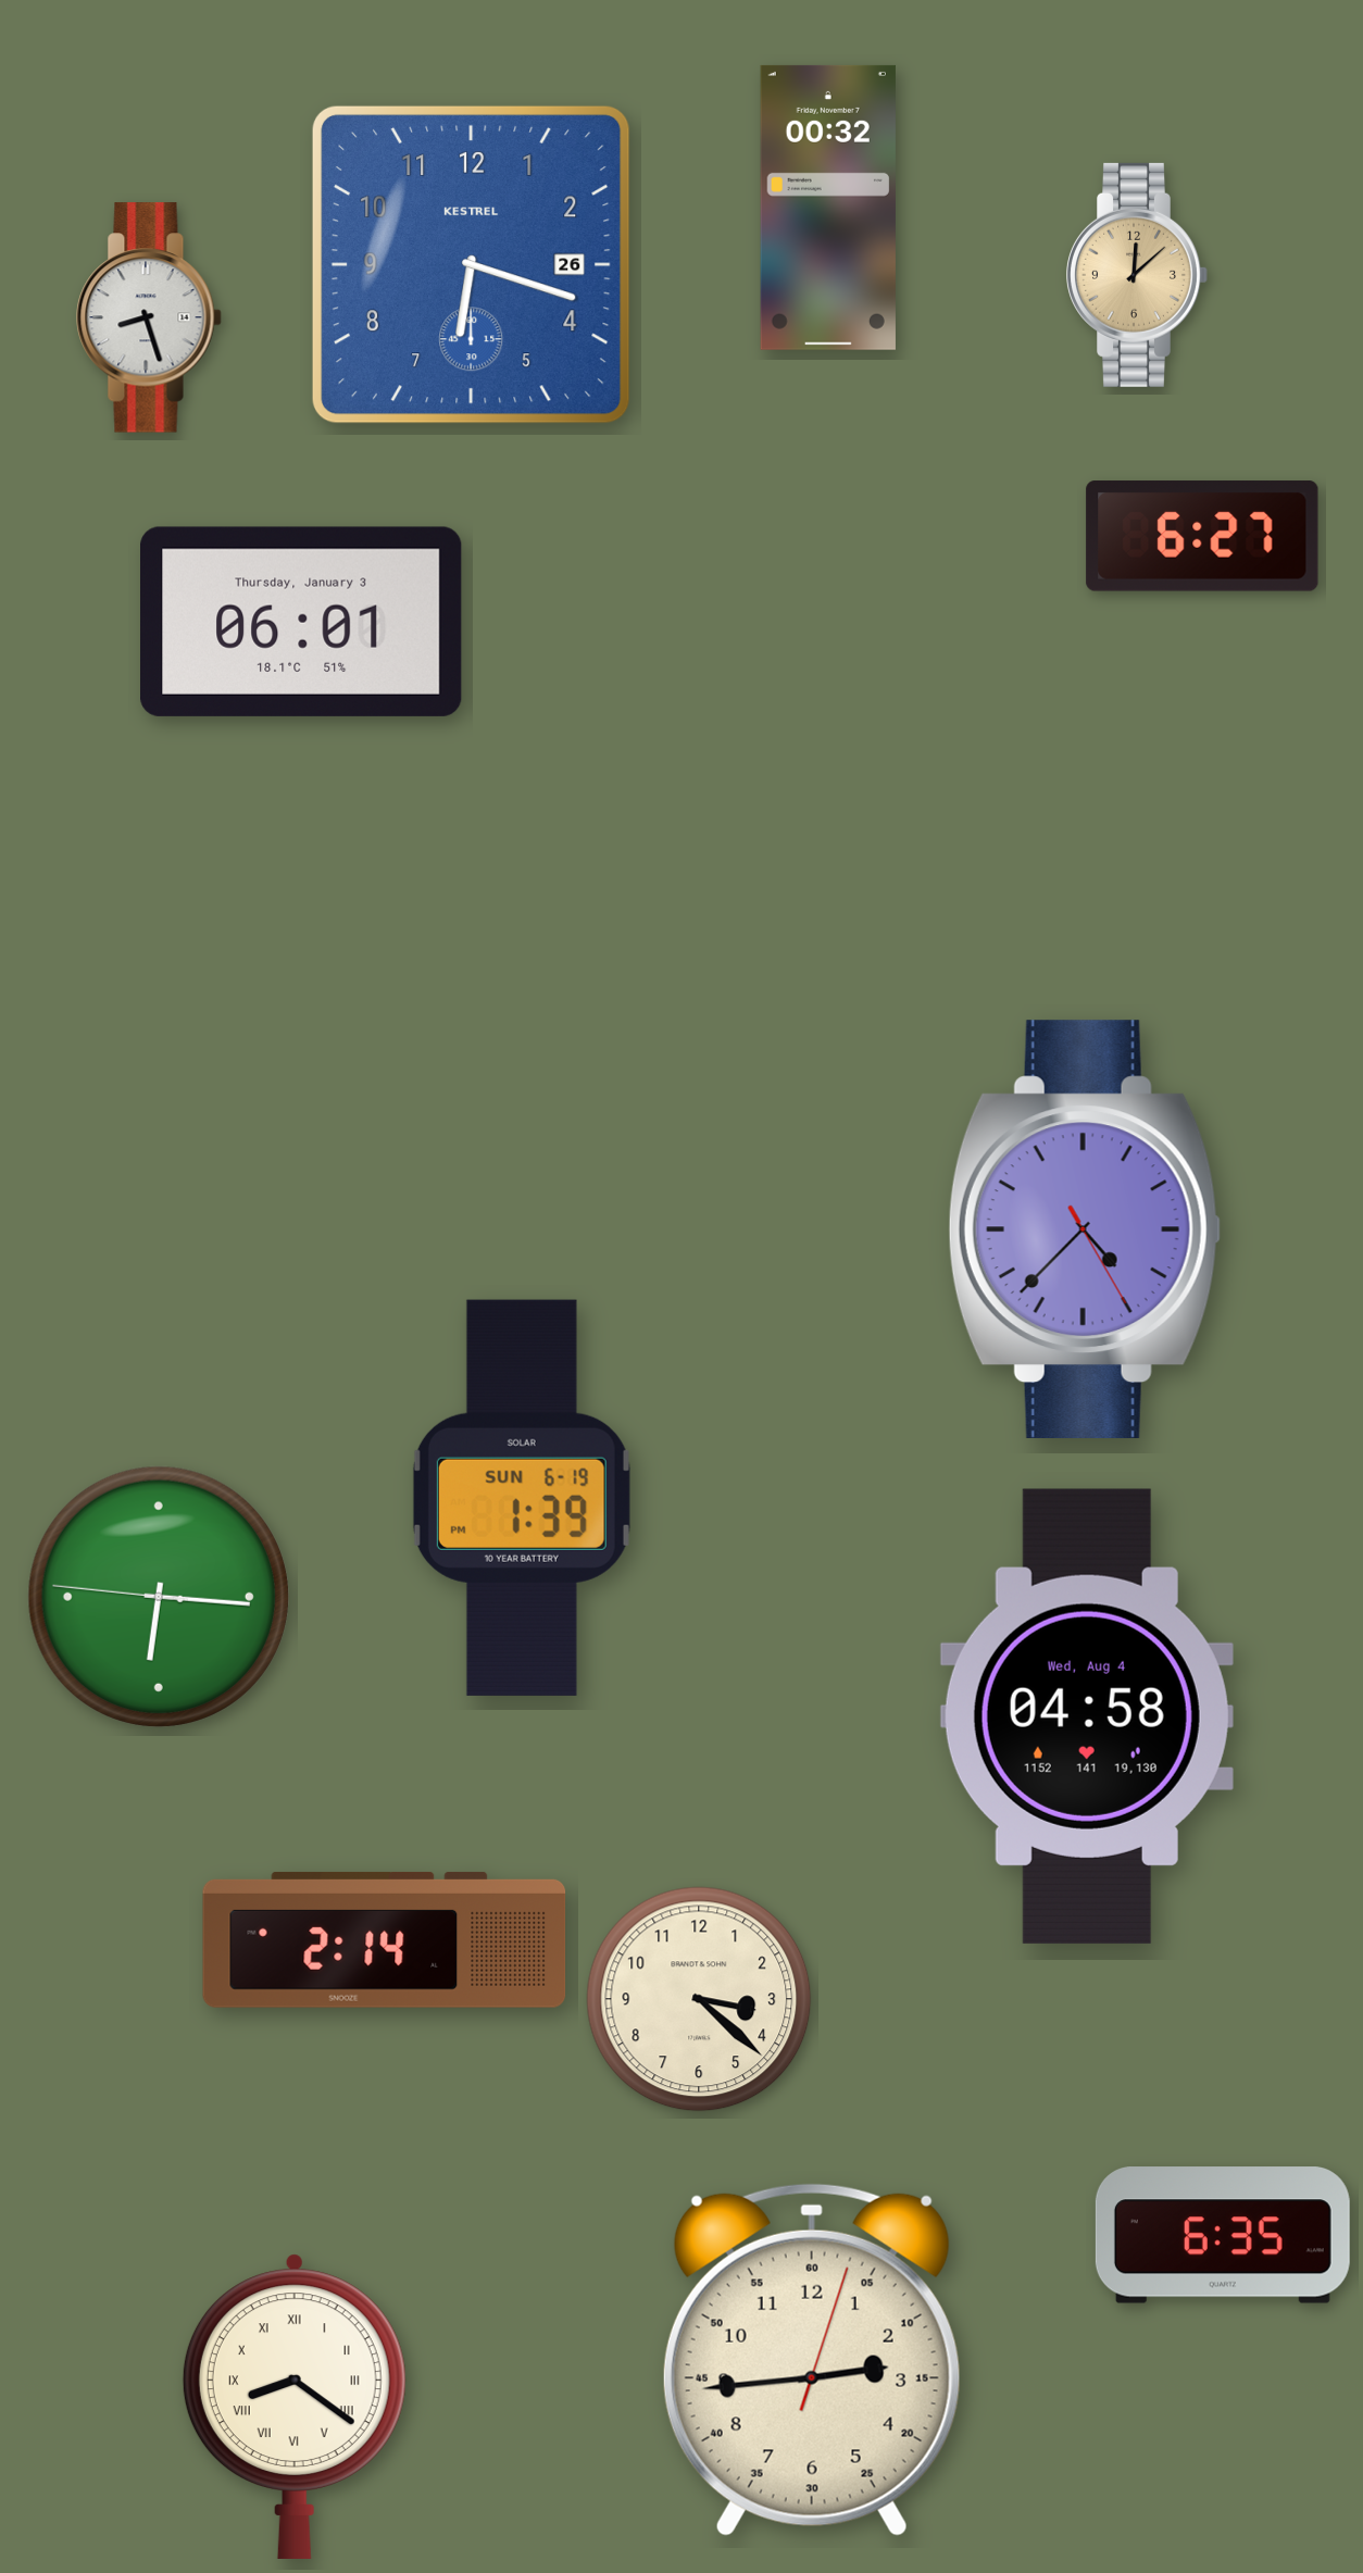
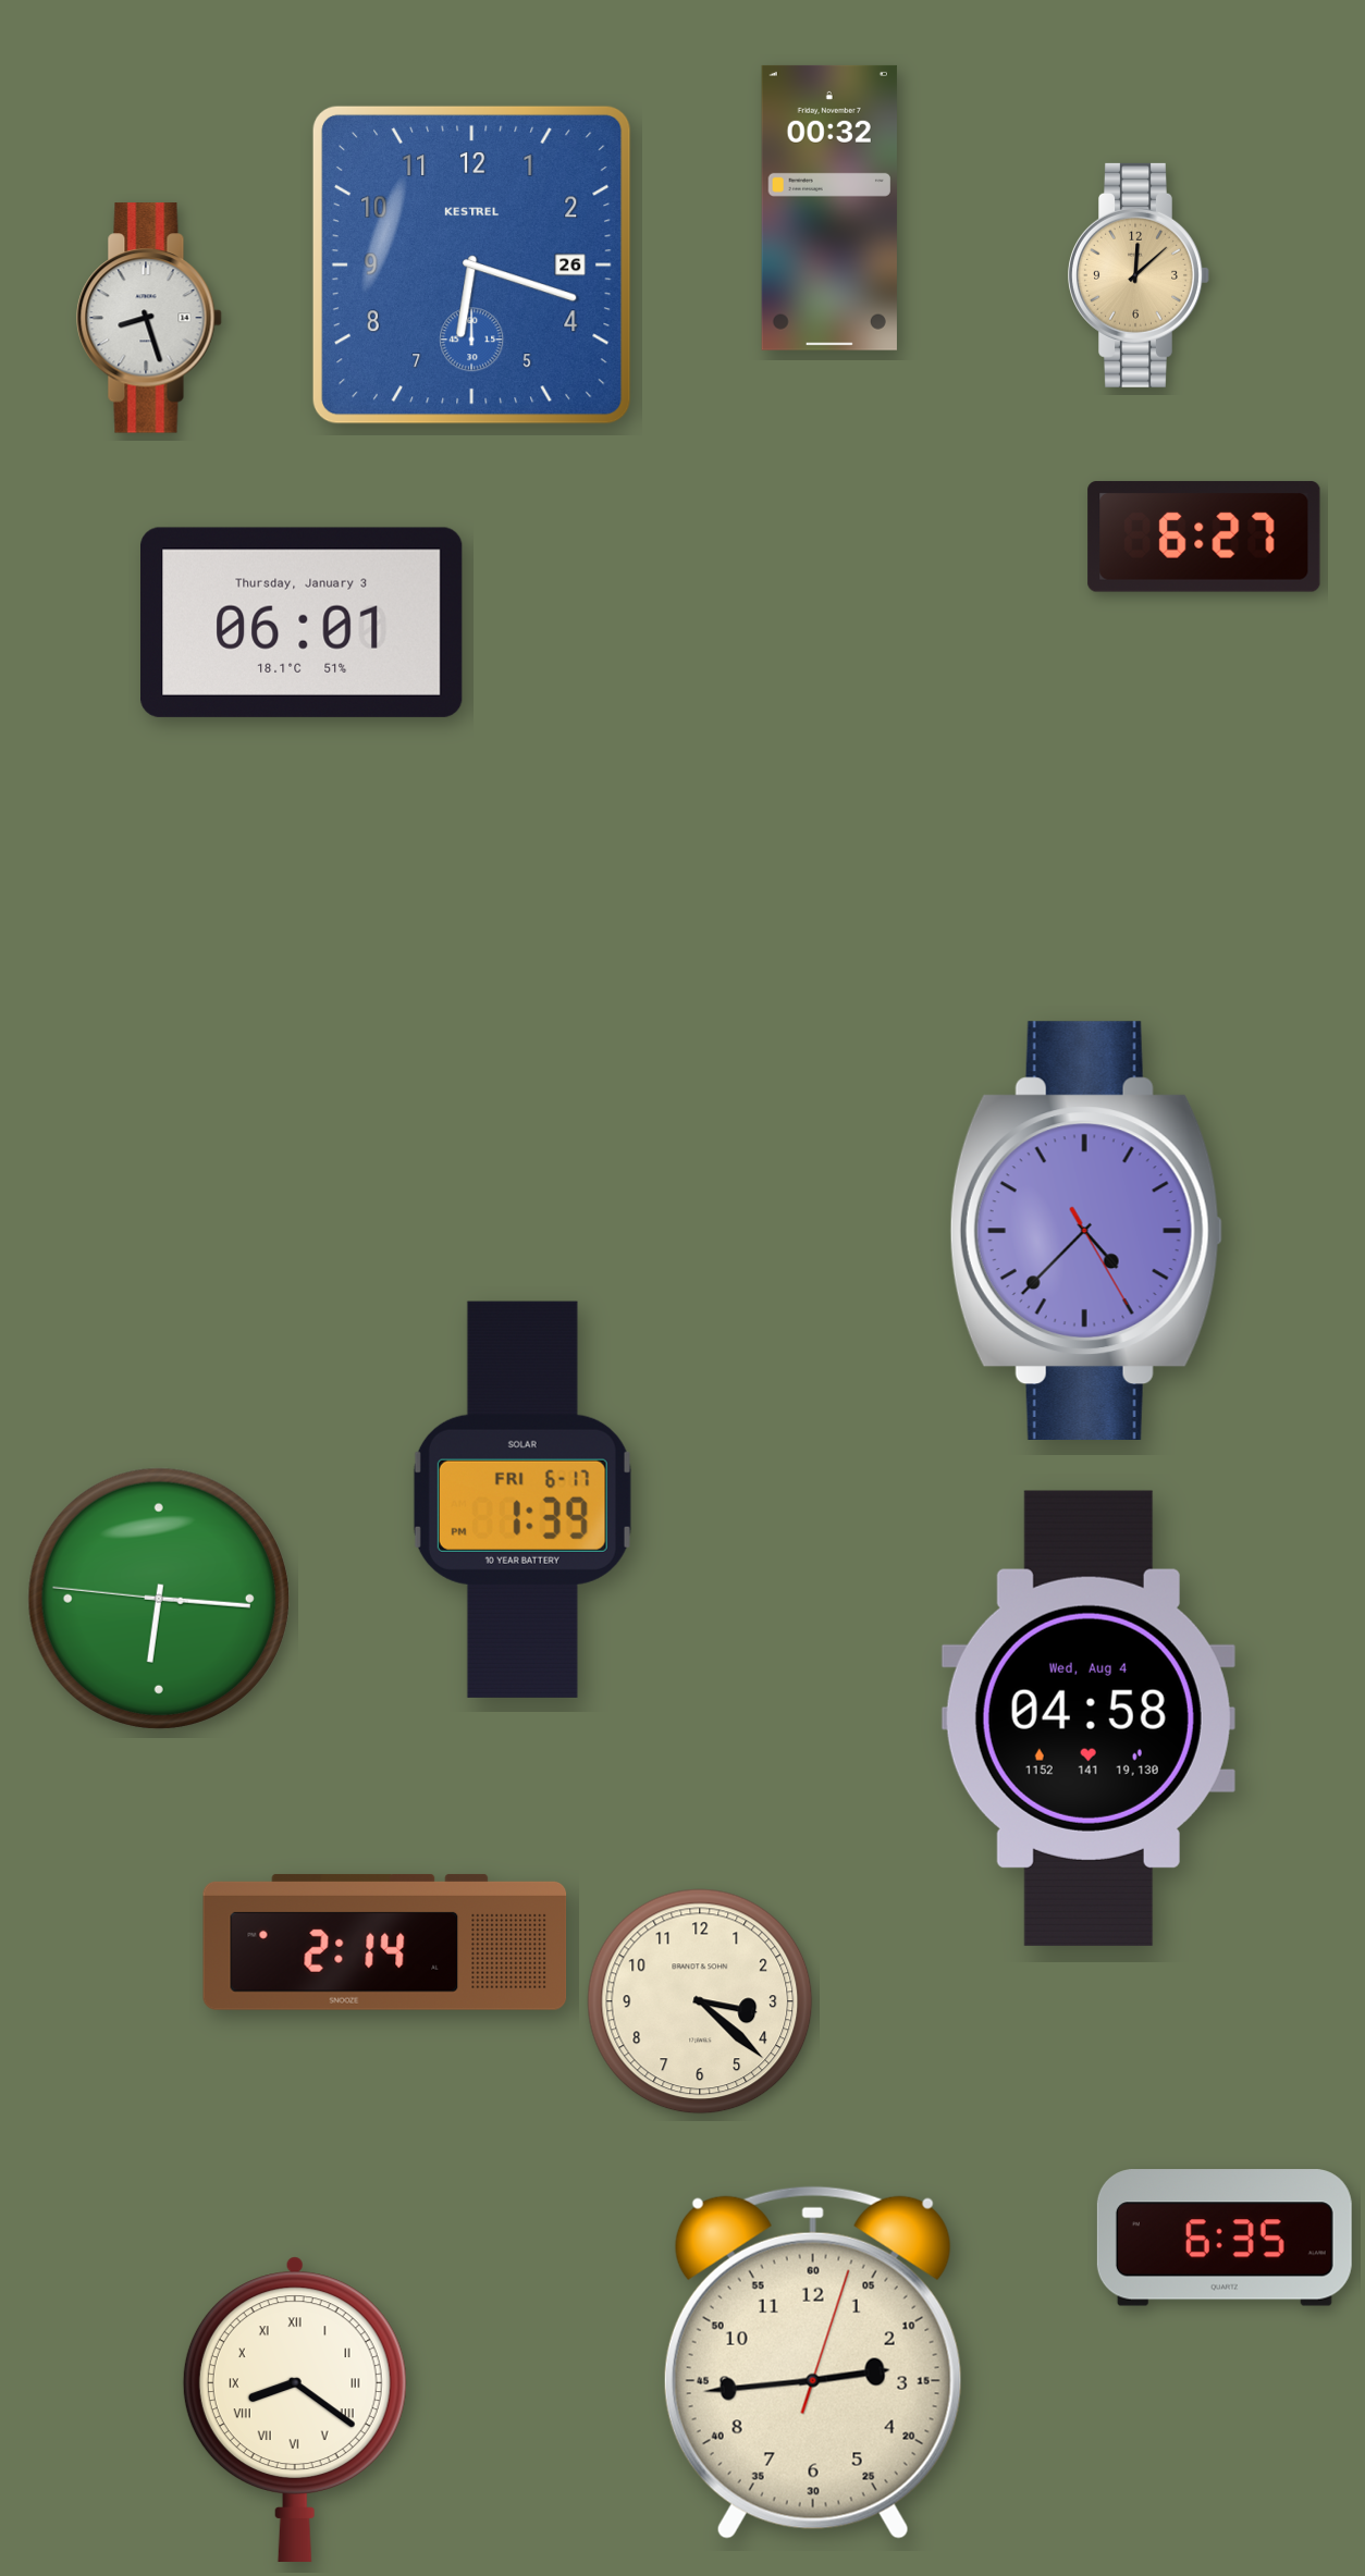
clock at (522, 1498) date: SUN 6-19 -> FRI 6-17
